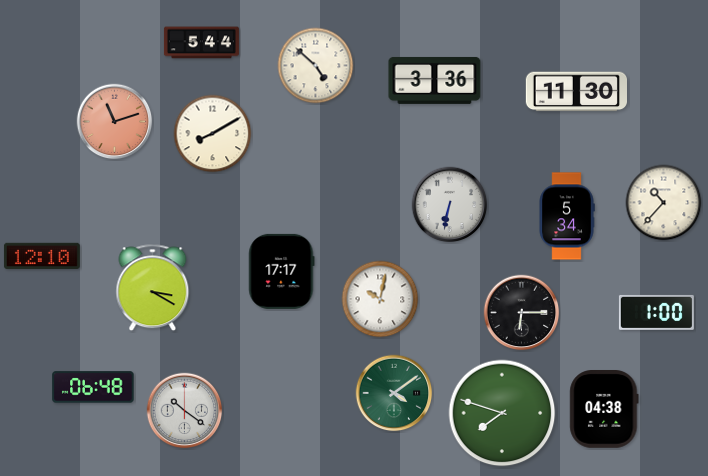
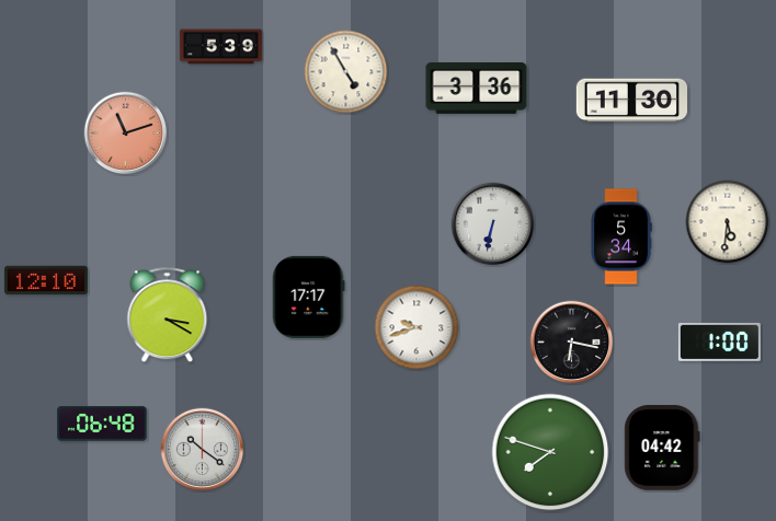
clock at (201, 43): 5:44 -> 5:39
clock at (316, 66): 4:52 -> 4:55
clock at (213, 134): 8:10 -> none
clock at (664, 203): 10:37 -> 5:31
clock at (380, 299): 10:02 -> 9:42
clock at (522, 313): 6:15 -> 6:17
clock at (394, 393): 4:09 -> none
clock at (604, 410): 04:38 -> 04:42
